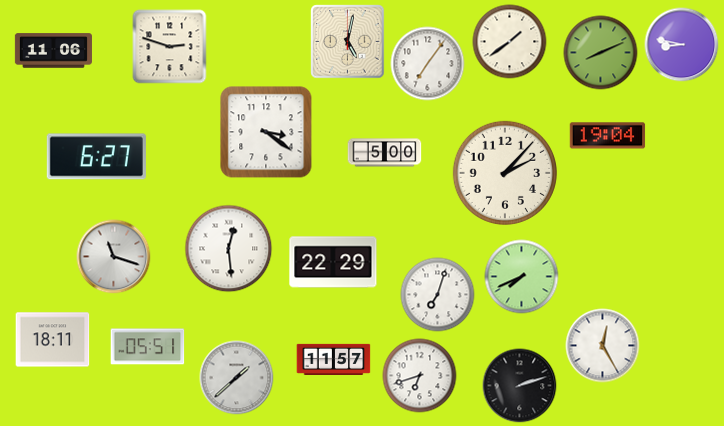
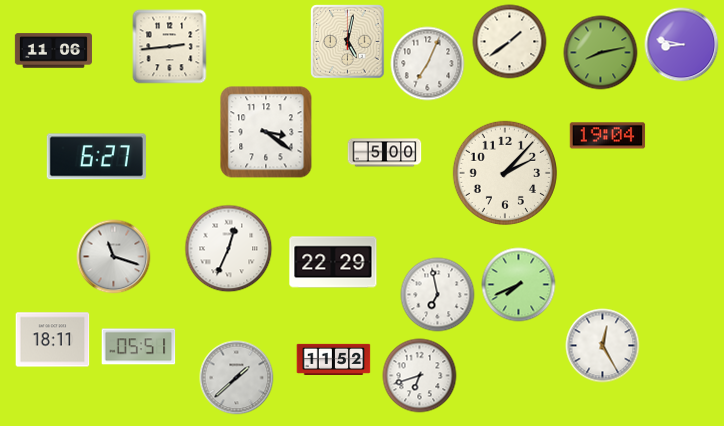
clock at (170, 47): 2:48 -> 2:44
clock at (601, 53): 8:11 -> 8:13
clock at (428, 64): 7:06 -> 7:04
clock at (229, 249): 12:29 -> 12:34
clock at (522, 277) position: (522, 277) -> (519, 285)
clock at (438, 295): 7:03 -> 6:58
clock at (148, 347) position: (148, 347) -> (139, 347)
clock at (334, 359): 11:57 -> 11:52
clock at (520, 386): 2:12 -> none
